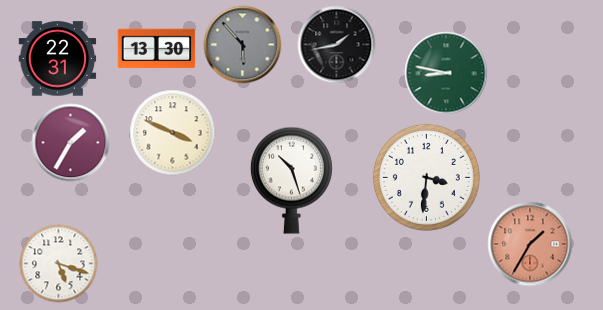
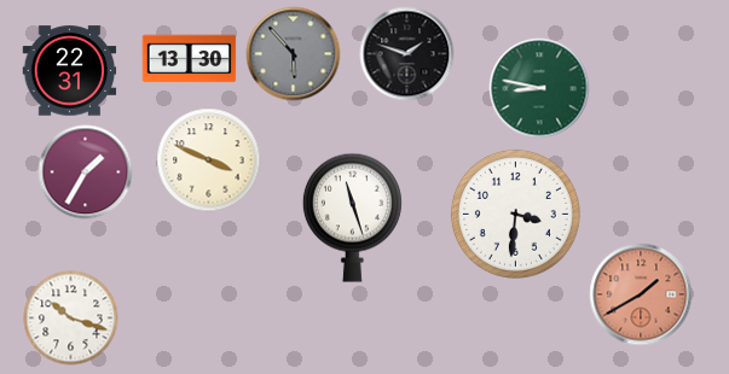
clock at (336, 44): 1:43 -> 1:48
clock at (291, 180): 10:27 -> 11:27
clock at (530, 244): 1:35 -> 1:40
clock at (58, 263): 5:18 -> 10:18
